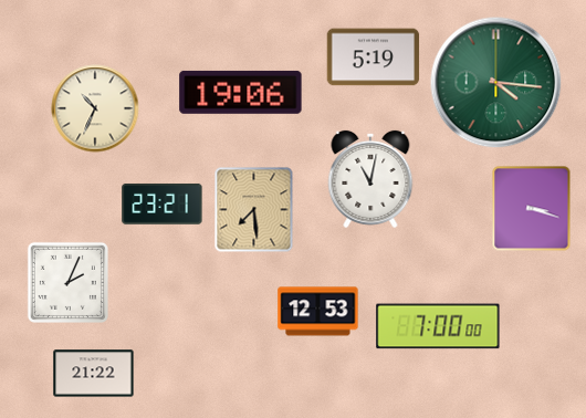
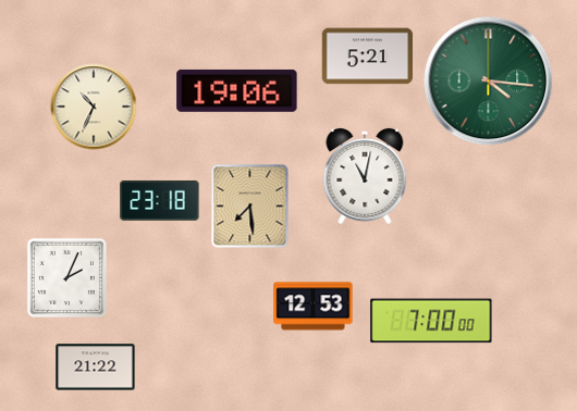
clock at (374, 58): 5:19 -> 5:21
clock at (163, 203): 23:21 -> 23:18
clock at (532, 209): 3:18 -> none
clock at (94, 374) position: (94, 374) -> (96, 368)
